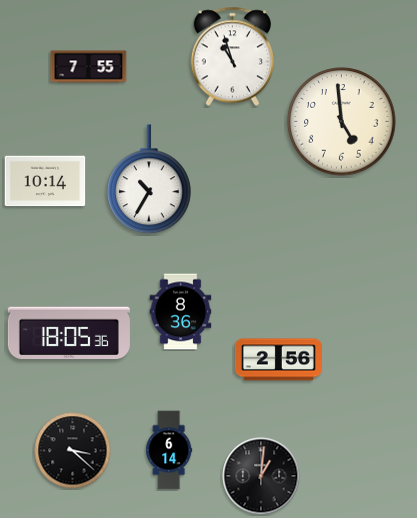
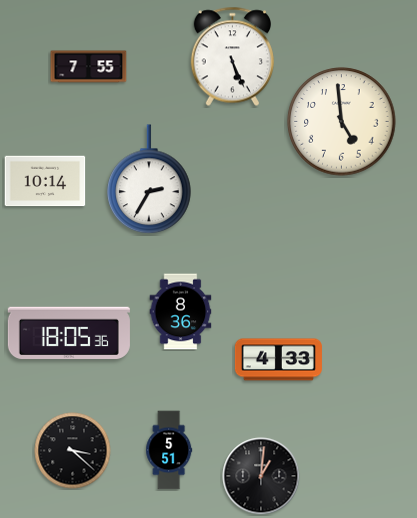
clock at (232, 57): 10:57 -> 5:26
clock at (149, 180): 10:35 -> 2:35
clock at (278, 360): 2:56 -> 4:33
clock at (169, 450): 6:14 -> 5:51
